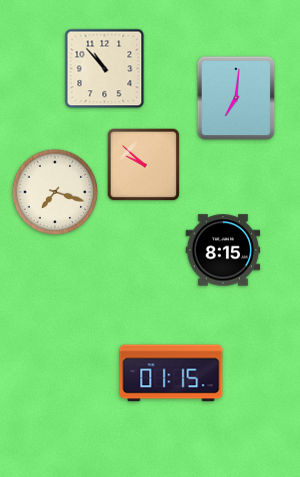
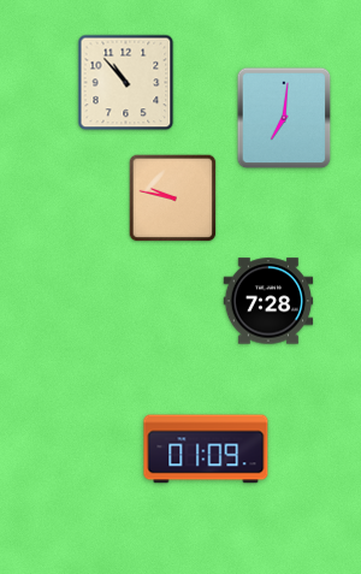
clock at (144, 165): 9:52 -> 9:47
clock at (55, 192): 7:18 -> none
clock at (223, 250): 8:15 -> 7:28
clock at (171, 373): 01:15 -> 01:09
